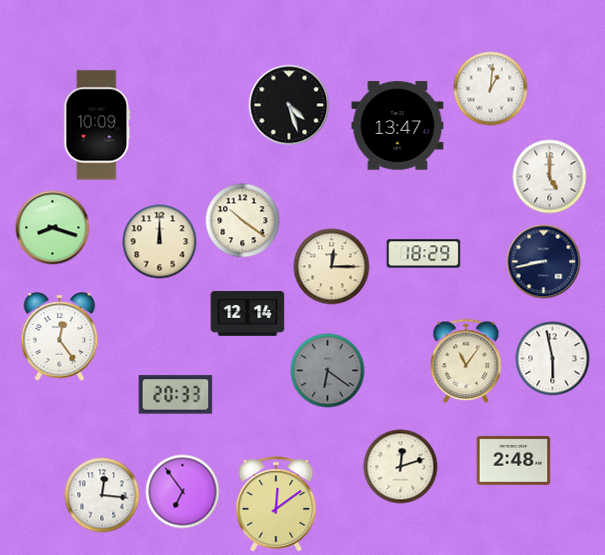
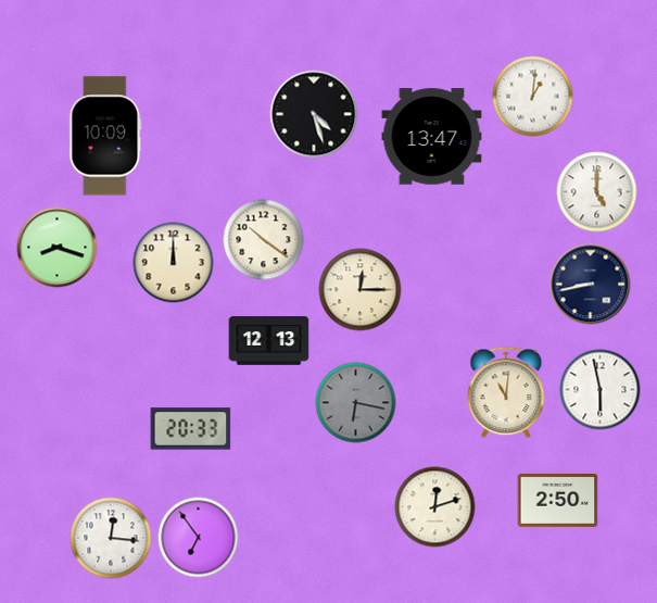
clock at (424, 254): 18:29 -> none
clock at (248, 314): 12:14 -> 12:13
clock at (60, 337): 12:24 -> none
clock at (466, 361): 11:06 -> 11:01
clock at (328, 371): 6:21 -> 6:17
clock at (514, 460): 2:48 -> 2:50
clock at (183, 492) position: (183, 492) -> (199, 538)
clock at (276, 504): 12:09 -> none
